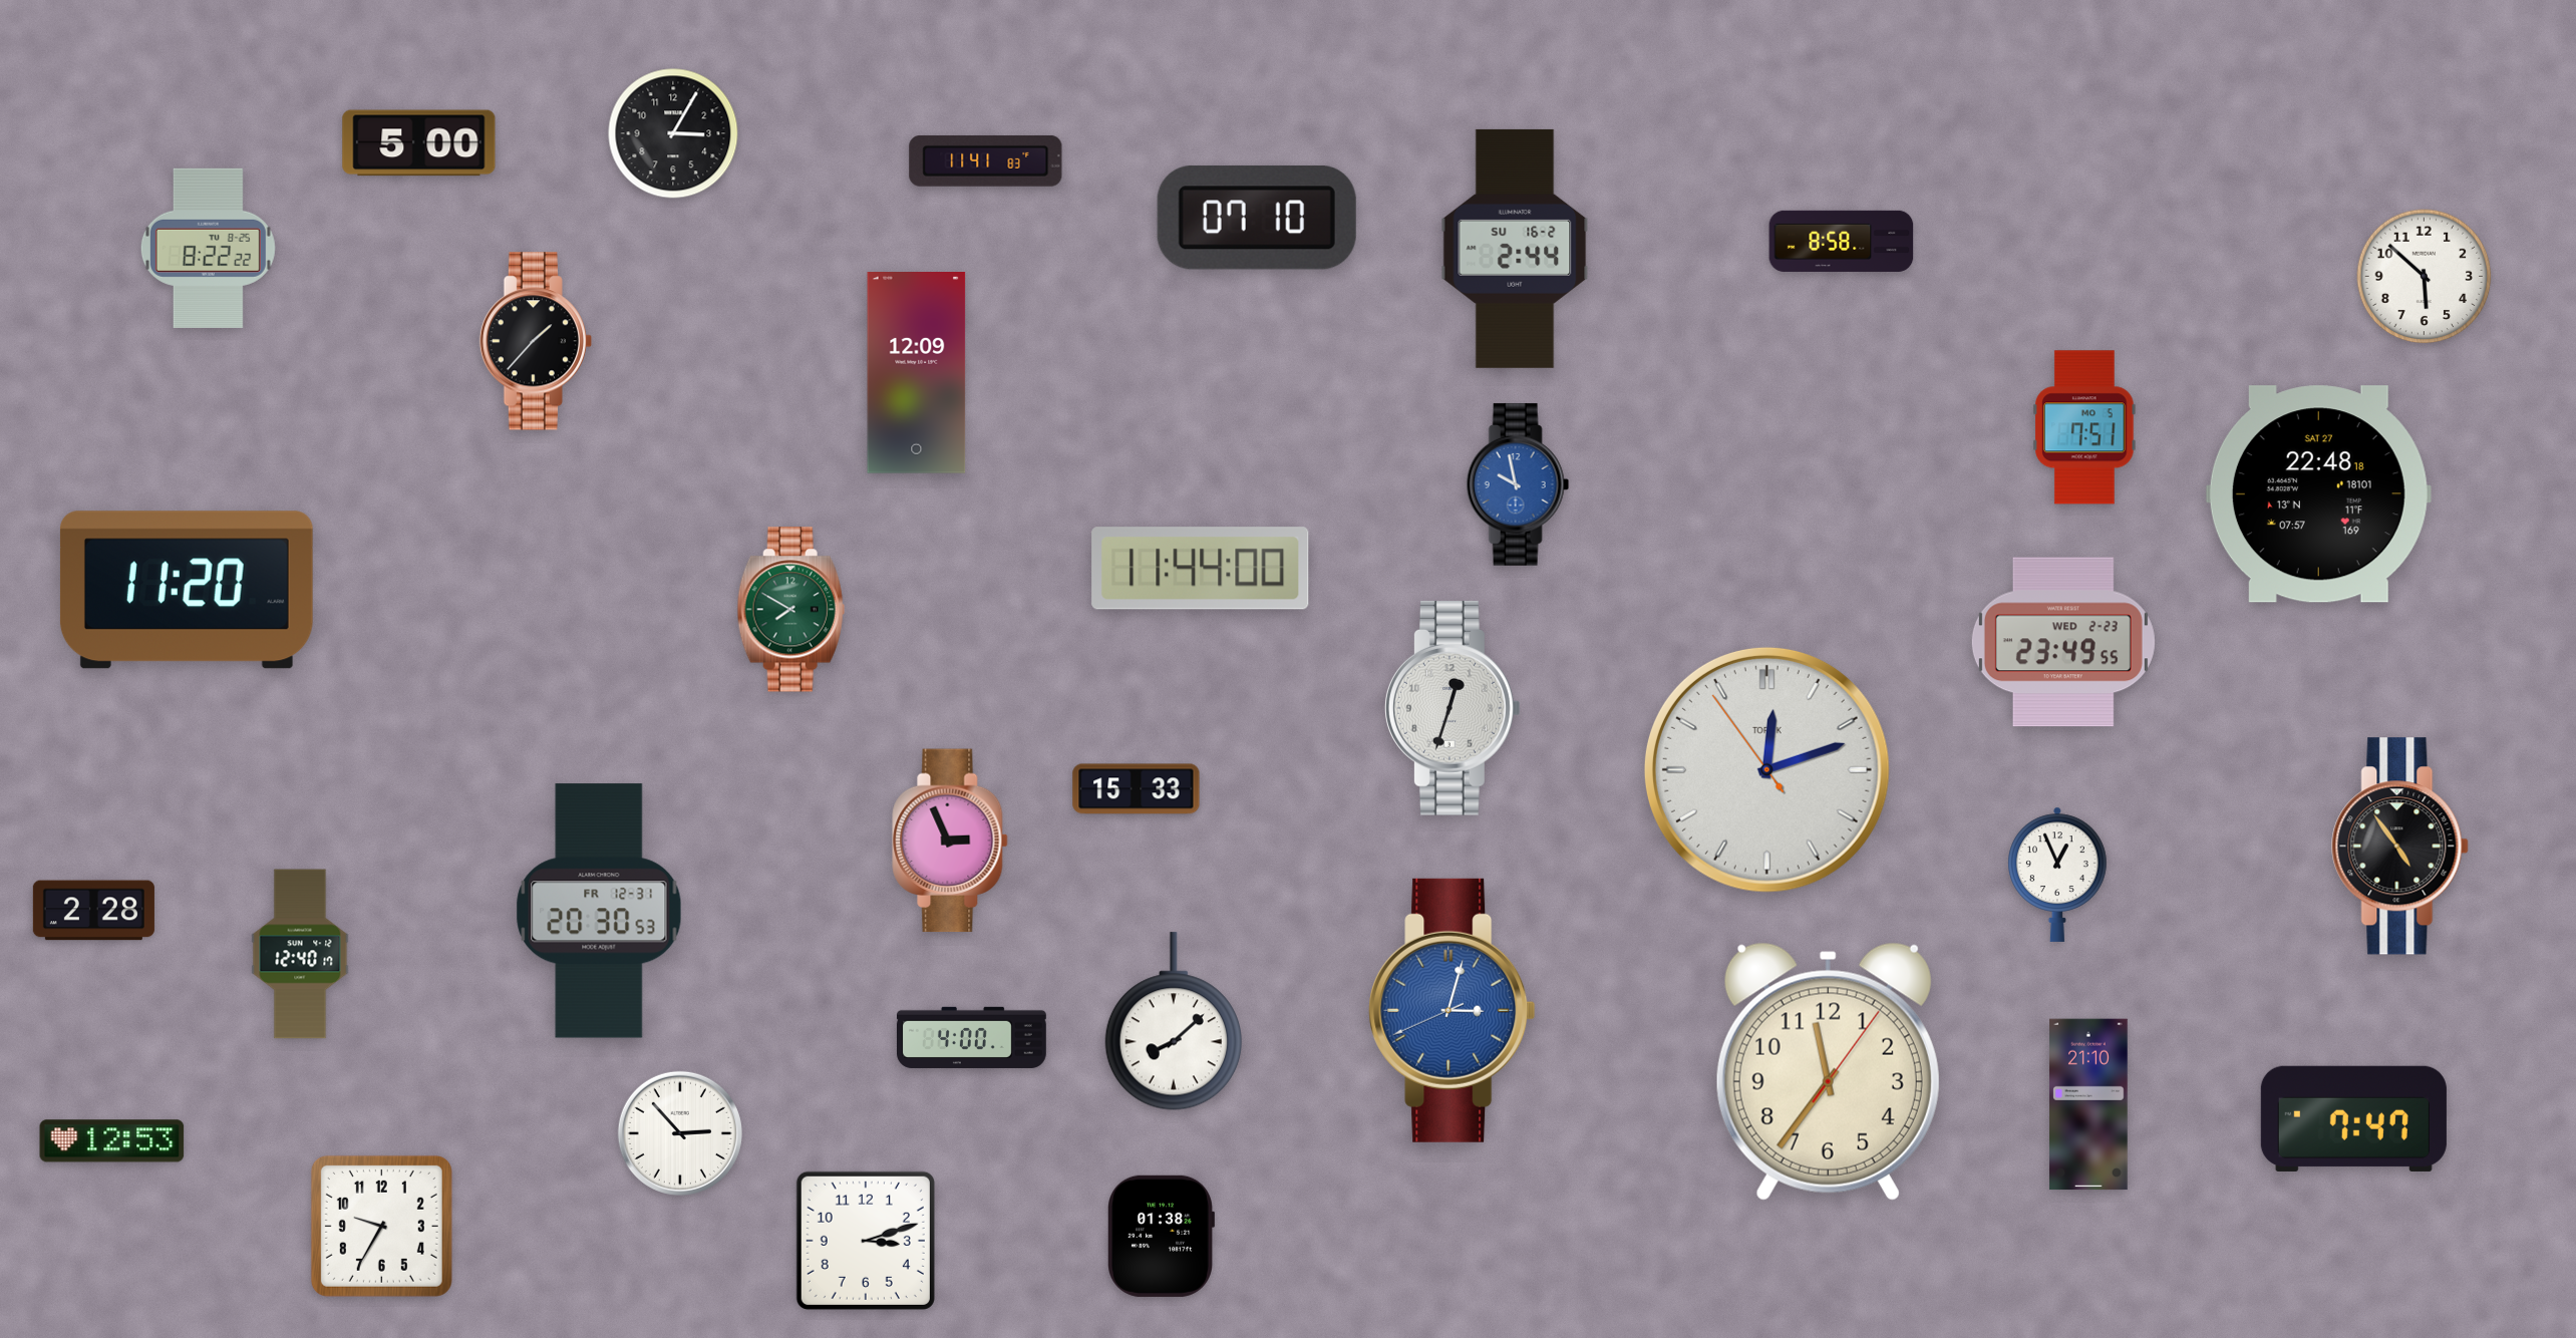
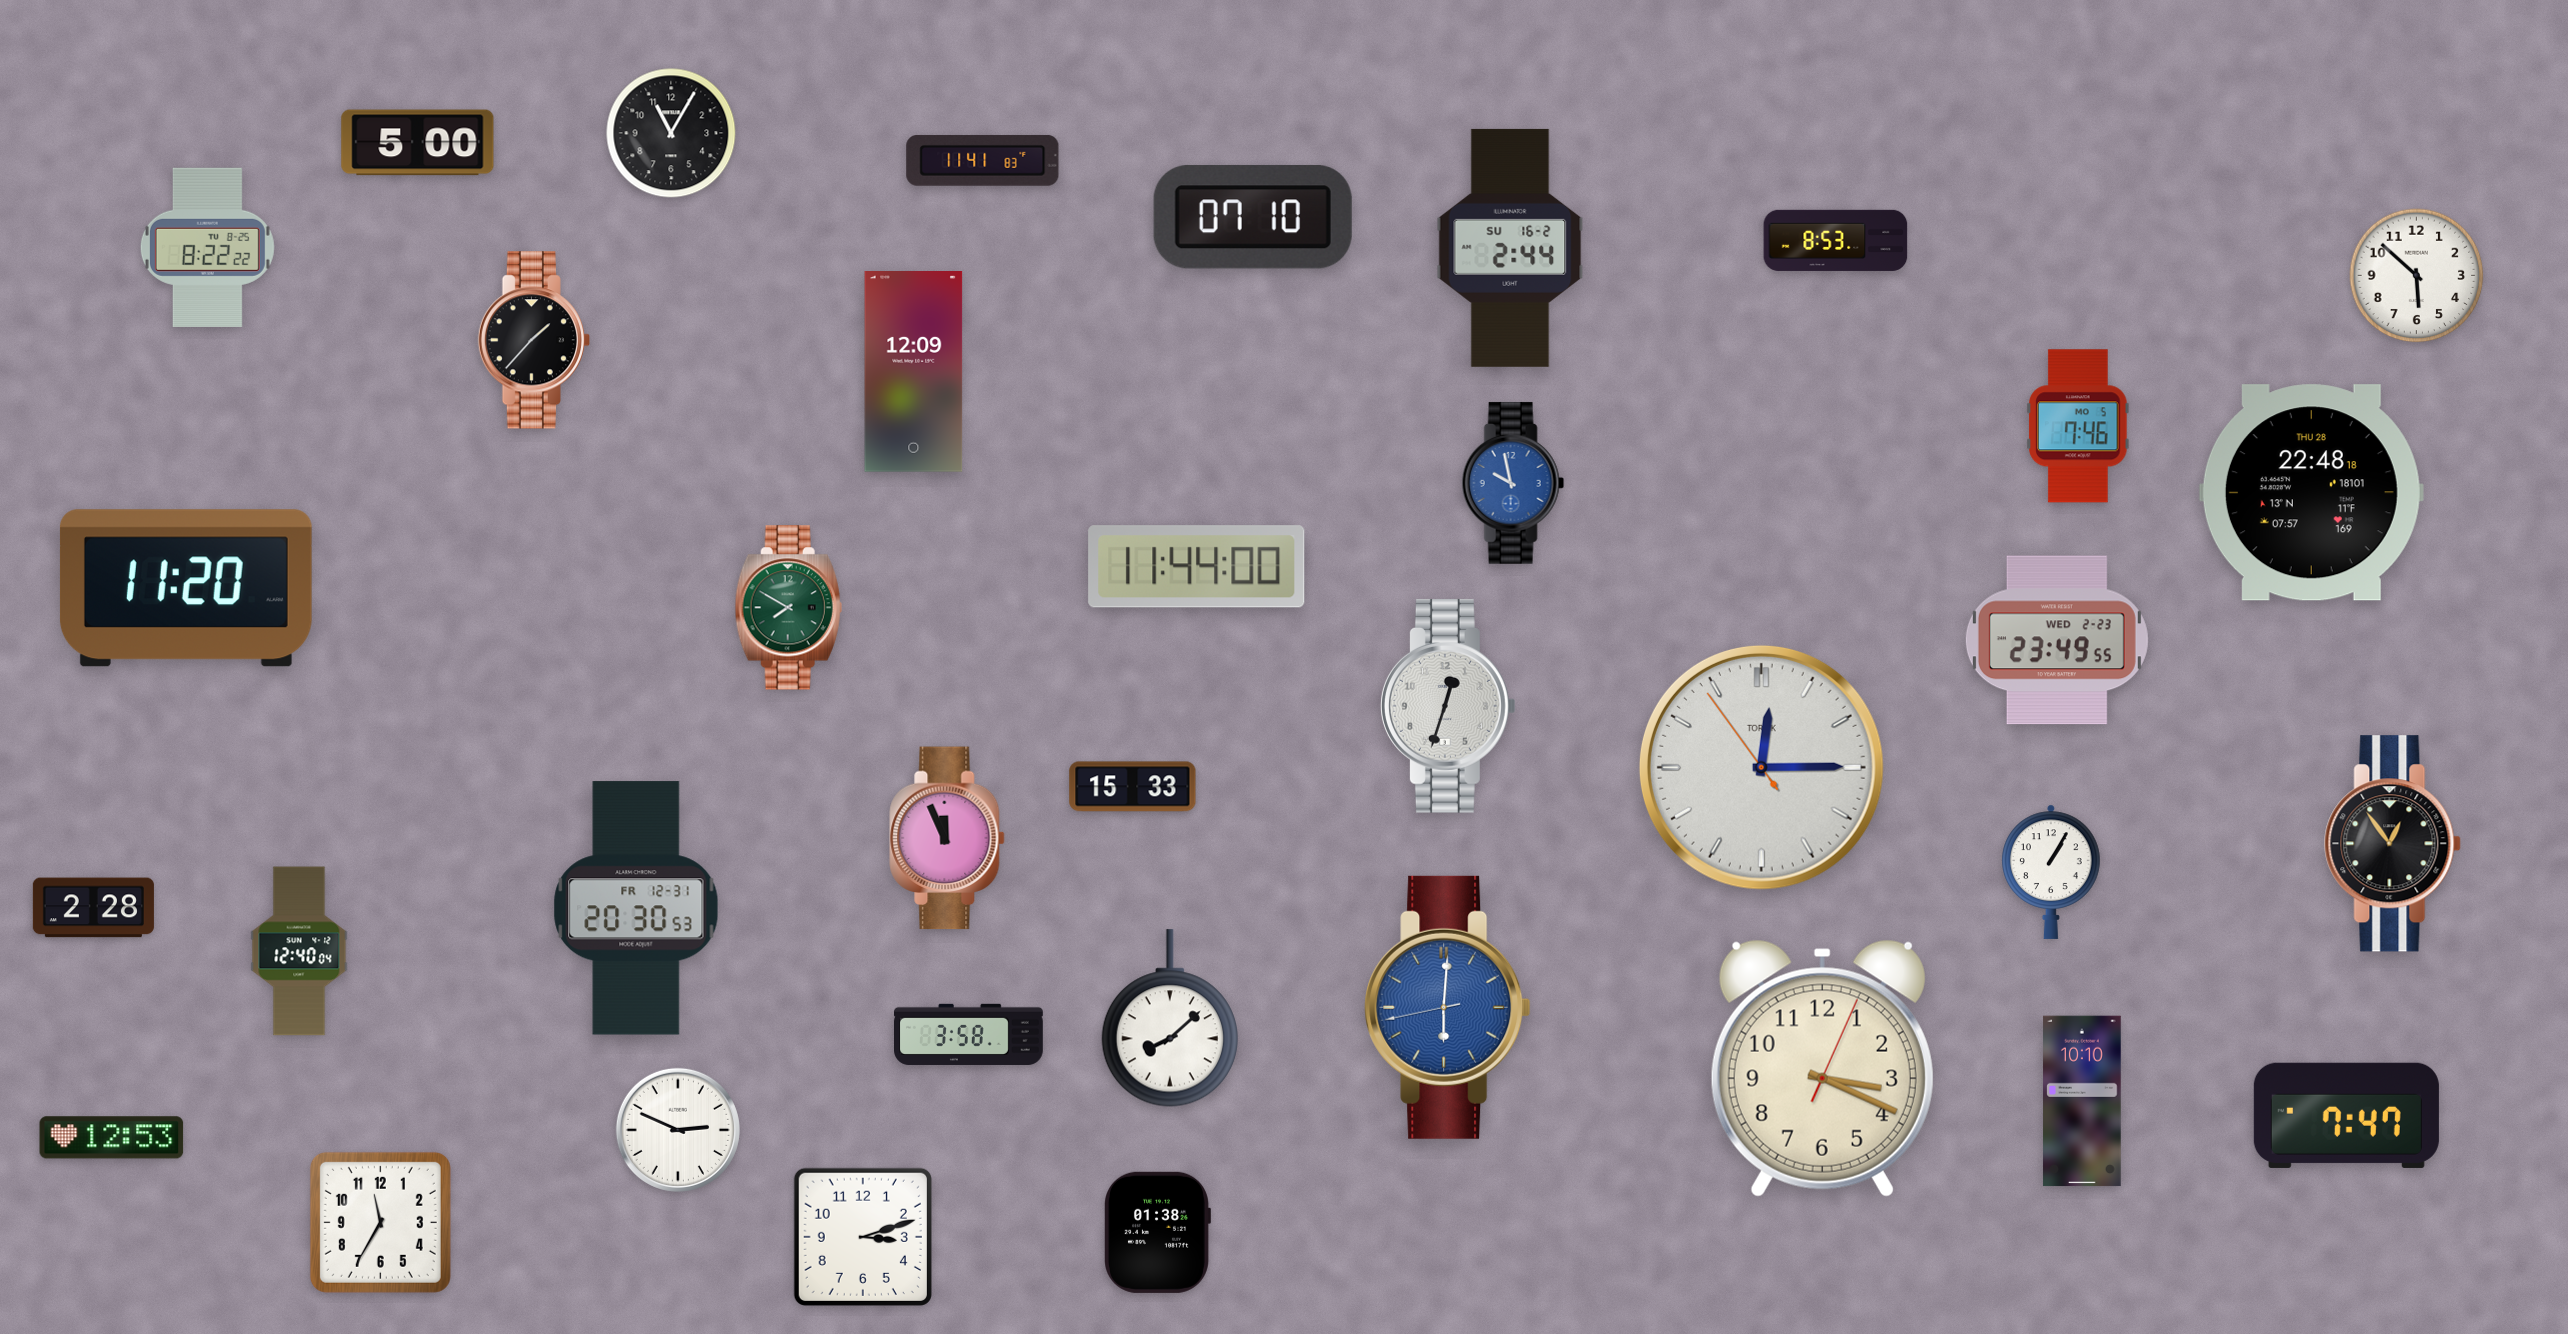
clock at (673, 133): 3:05 -> 11:05
clock at (1842, 241): 8:58 -> 8:53
clock at (2084, 427): 7:51 -> 7:46
clock at (2318, 494) date: SAT 27 -> THU 28
clock at (1766, 769): 12:11 -> 12:14
clock at (950, 841): 2:56 -> 11:56
clock at (2400, 847): 4:54 -> 12:54
clock at (2058, 875): 12:56 -> 1:05
clock at (599, 911) position: (599, 911) -> (636, 908)
clock at (300, 954): 12:40:17 -> 12:40:04
clock at (1453, 1010): 3:02 -> 6:00
clock at (972, 1037): 4:00 -> 3:58
clock at (1828, 1071): 11:36 -> 3:19
clock at (2088, 1104): 21:10 -> 10:10
clock at (680, 1133): 2:53 -> 2:49
clock at (381, 1226): 9:35 -> 11:35
